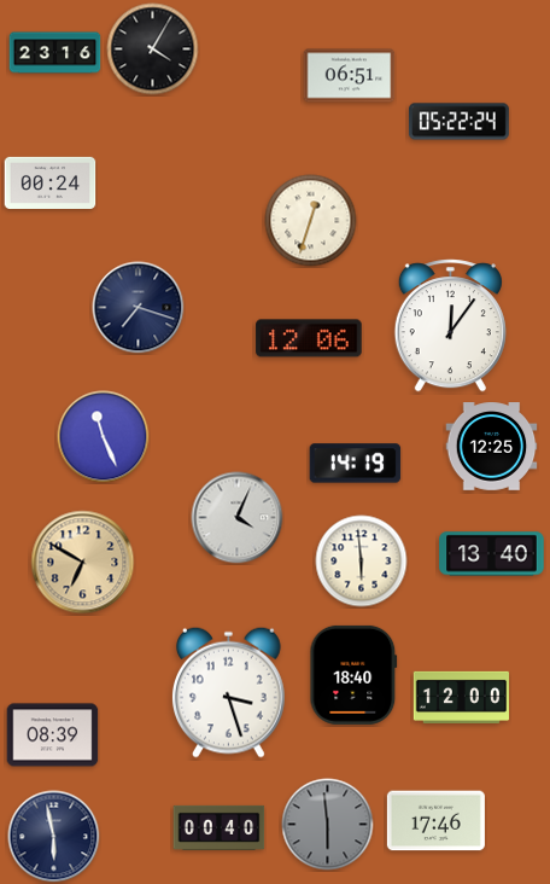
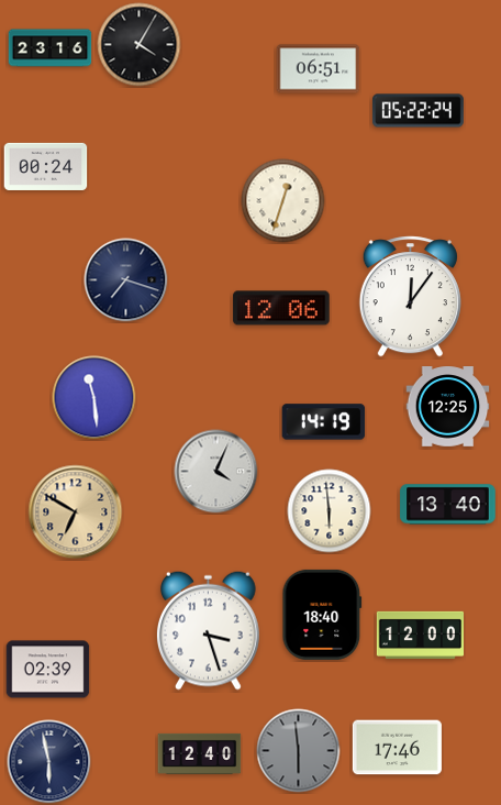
clock at (104, 437): 11:26 -> 11:29
clock at (53, 735): 08:39 -> 02:39
clock at (220, 827): 00:40 -> 12:40
